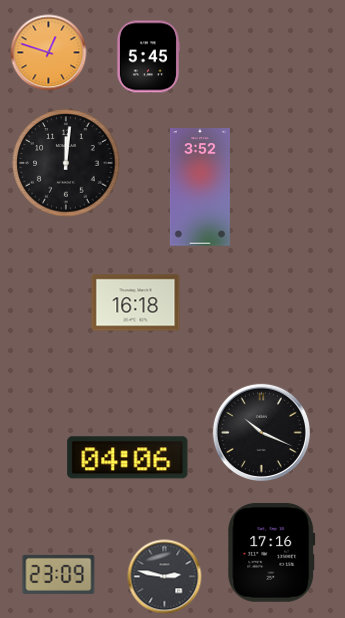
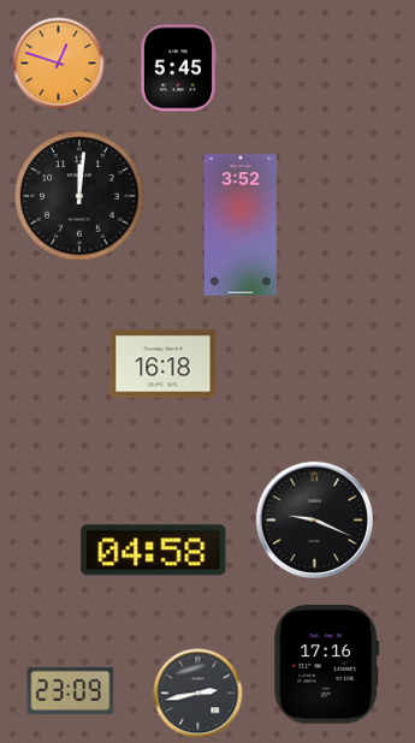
clock at (261, 432): 10:19 -> 9:19
clock at (128, 458): 04:06 -> 04:58
clock at (165, 577): 2:47 -> 2:43
